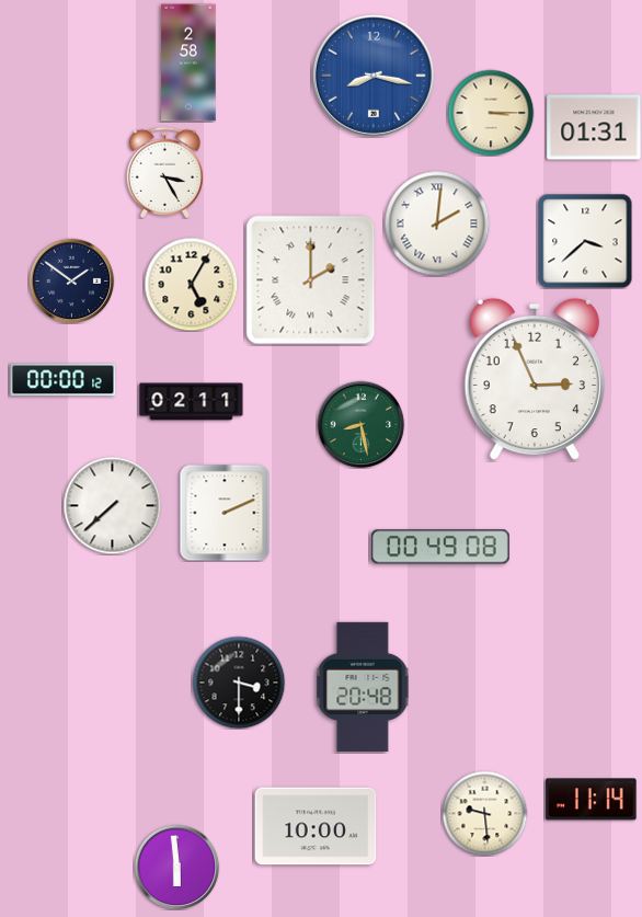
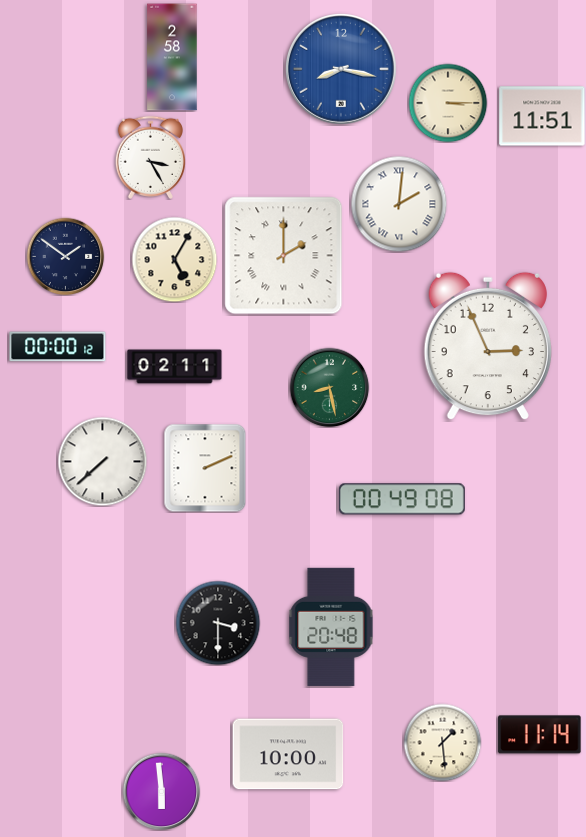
clock at (594, 127): 01:31 -> 11:51
clock at (585, 241): 3:38 -> none
clock at (592, 800) position: (592, 800) -> (540, 735)
clock at (484, 813): 9:29 -> 1:29
